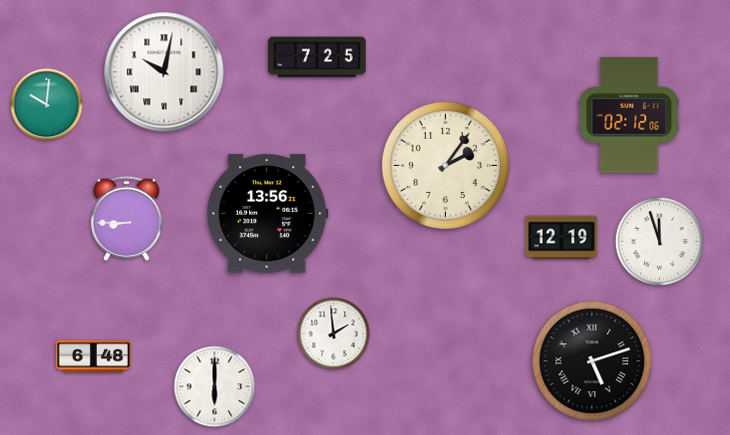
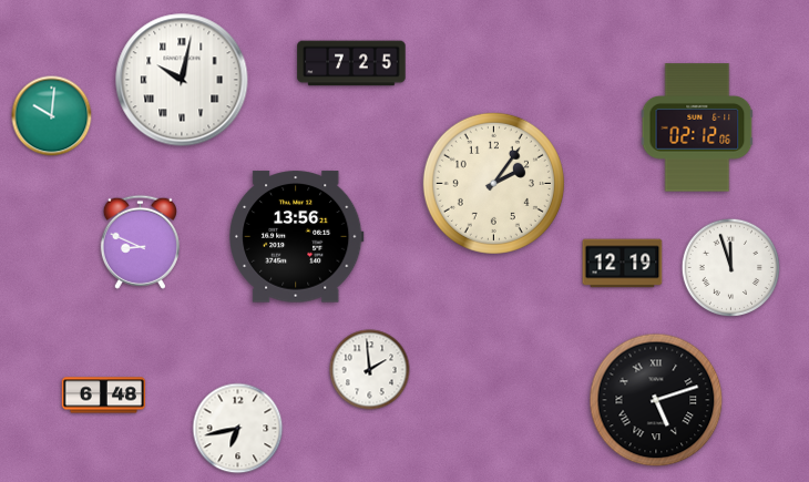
clock at (126, 218): 8:45 -> 8:49
clock at (215, 387): 6:00 -> 6:43
